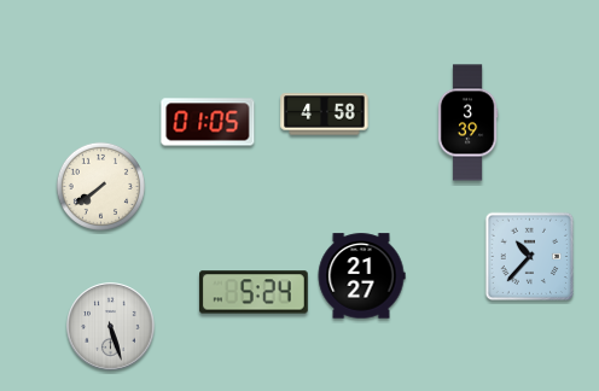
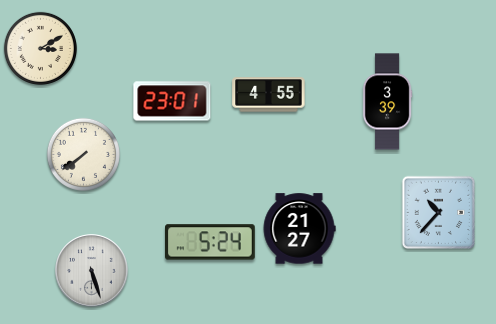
clock at (40, 48): none -> 3:10
clock at (325, 115): 4:58 -> 4:55
clock at (208, 122): 01:05 -> 23:01
